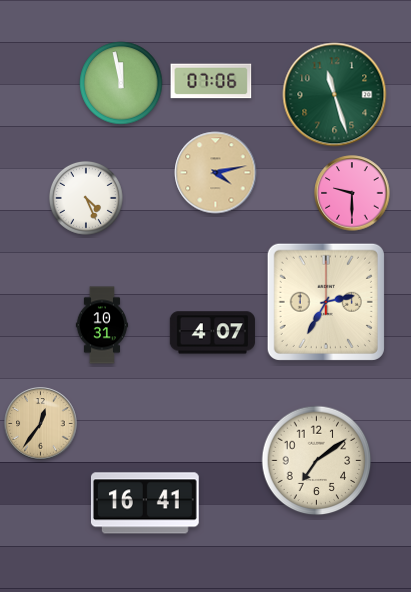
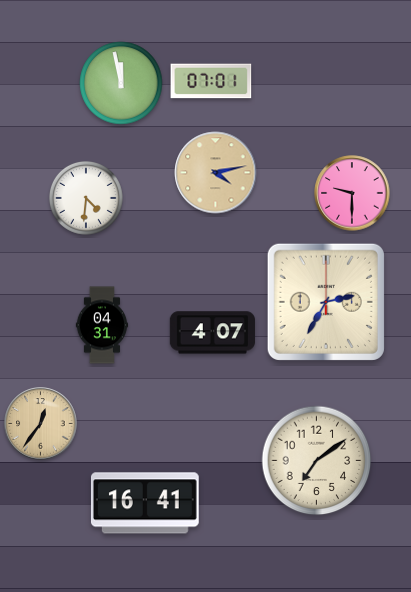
clock at (211, 81): 07:06 -> 07:01
clock at (335, 95): 11:27 -> none
clock at (86, 198): 4:26 -> 4:31
clock at (102, 325): 10:31 -> 04:31
